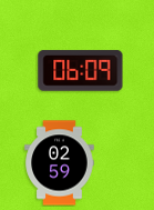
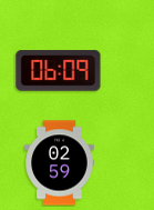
clock at (81, 71) position: (81, 71) -> (59, 71)
